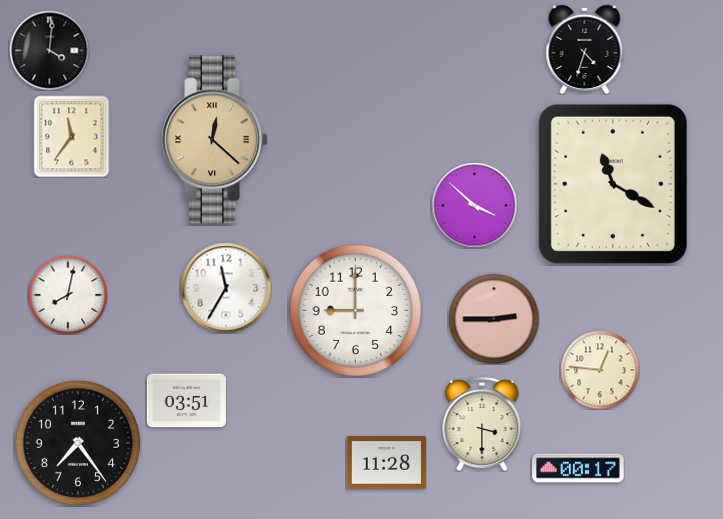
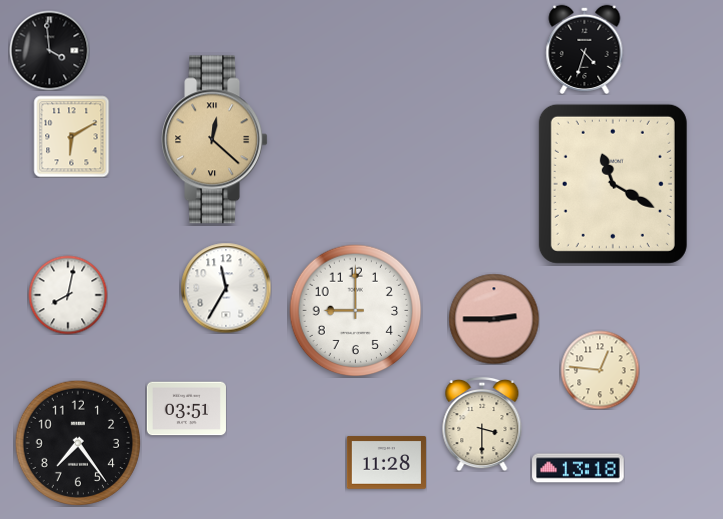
clock at (49, 50): 4:01 -> 3:59
clock at (72, 136): 11:36 -> 6:10
clock at (474, 205): 3:52 -> none
clock at (186, 401) position: (186, 401) -> (186, 409)
clock at (578, 468): 00:17 -> 13:18
